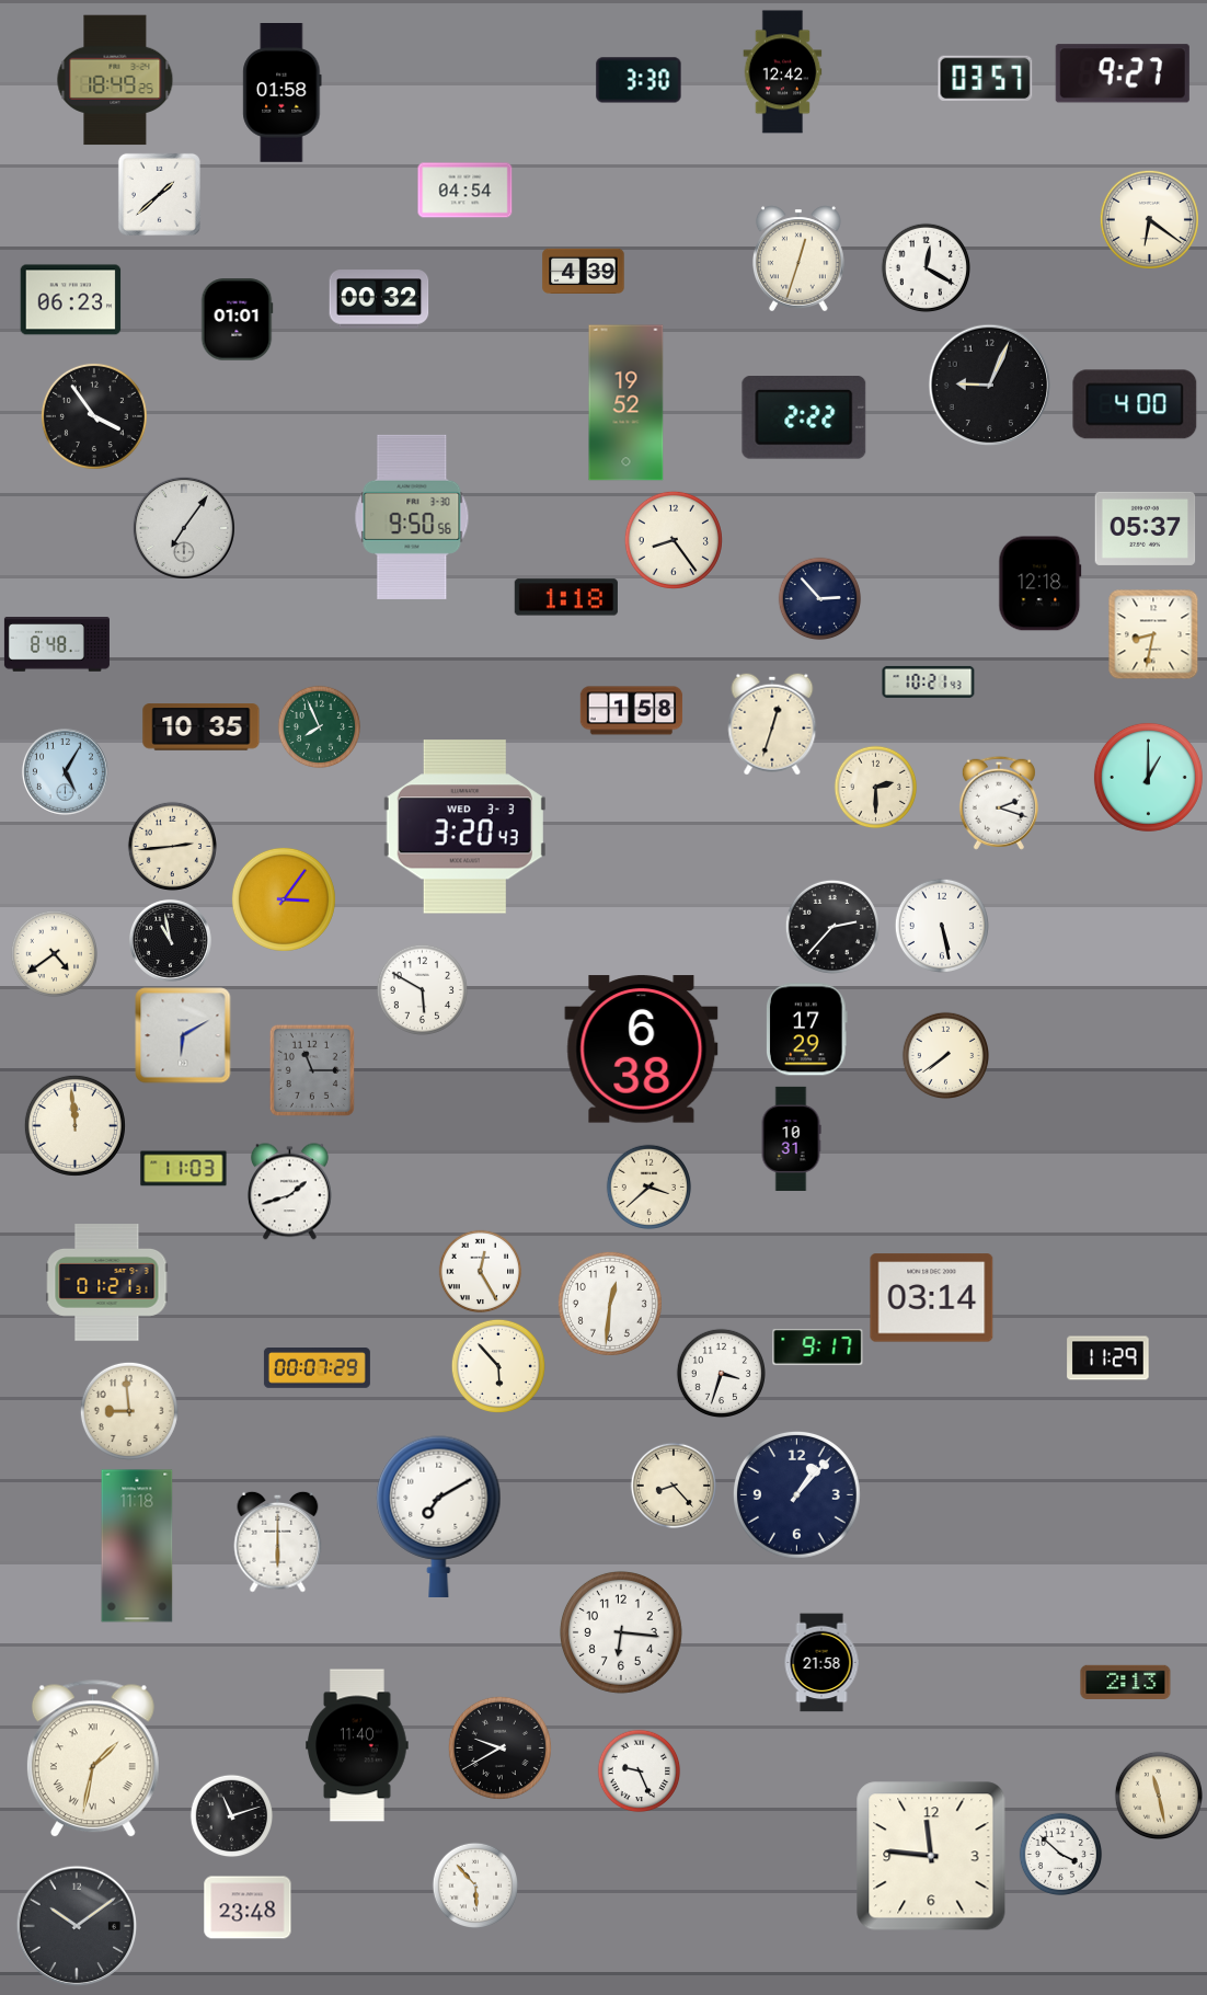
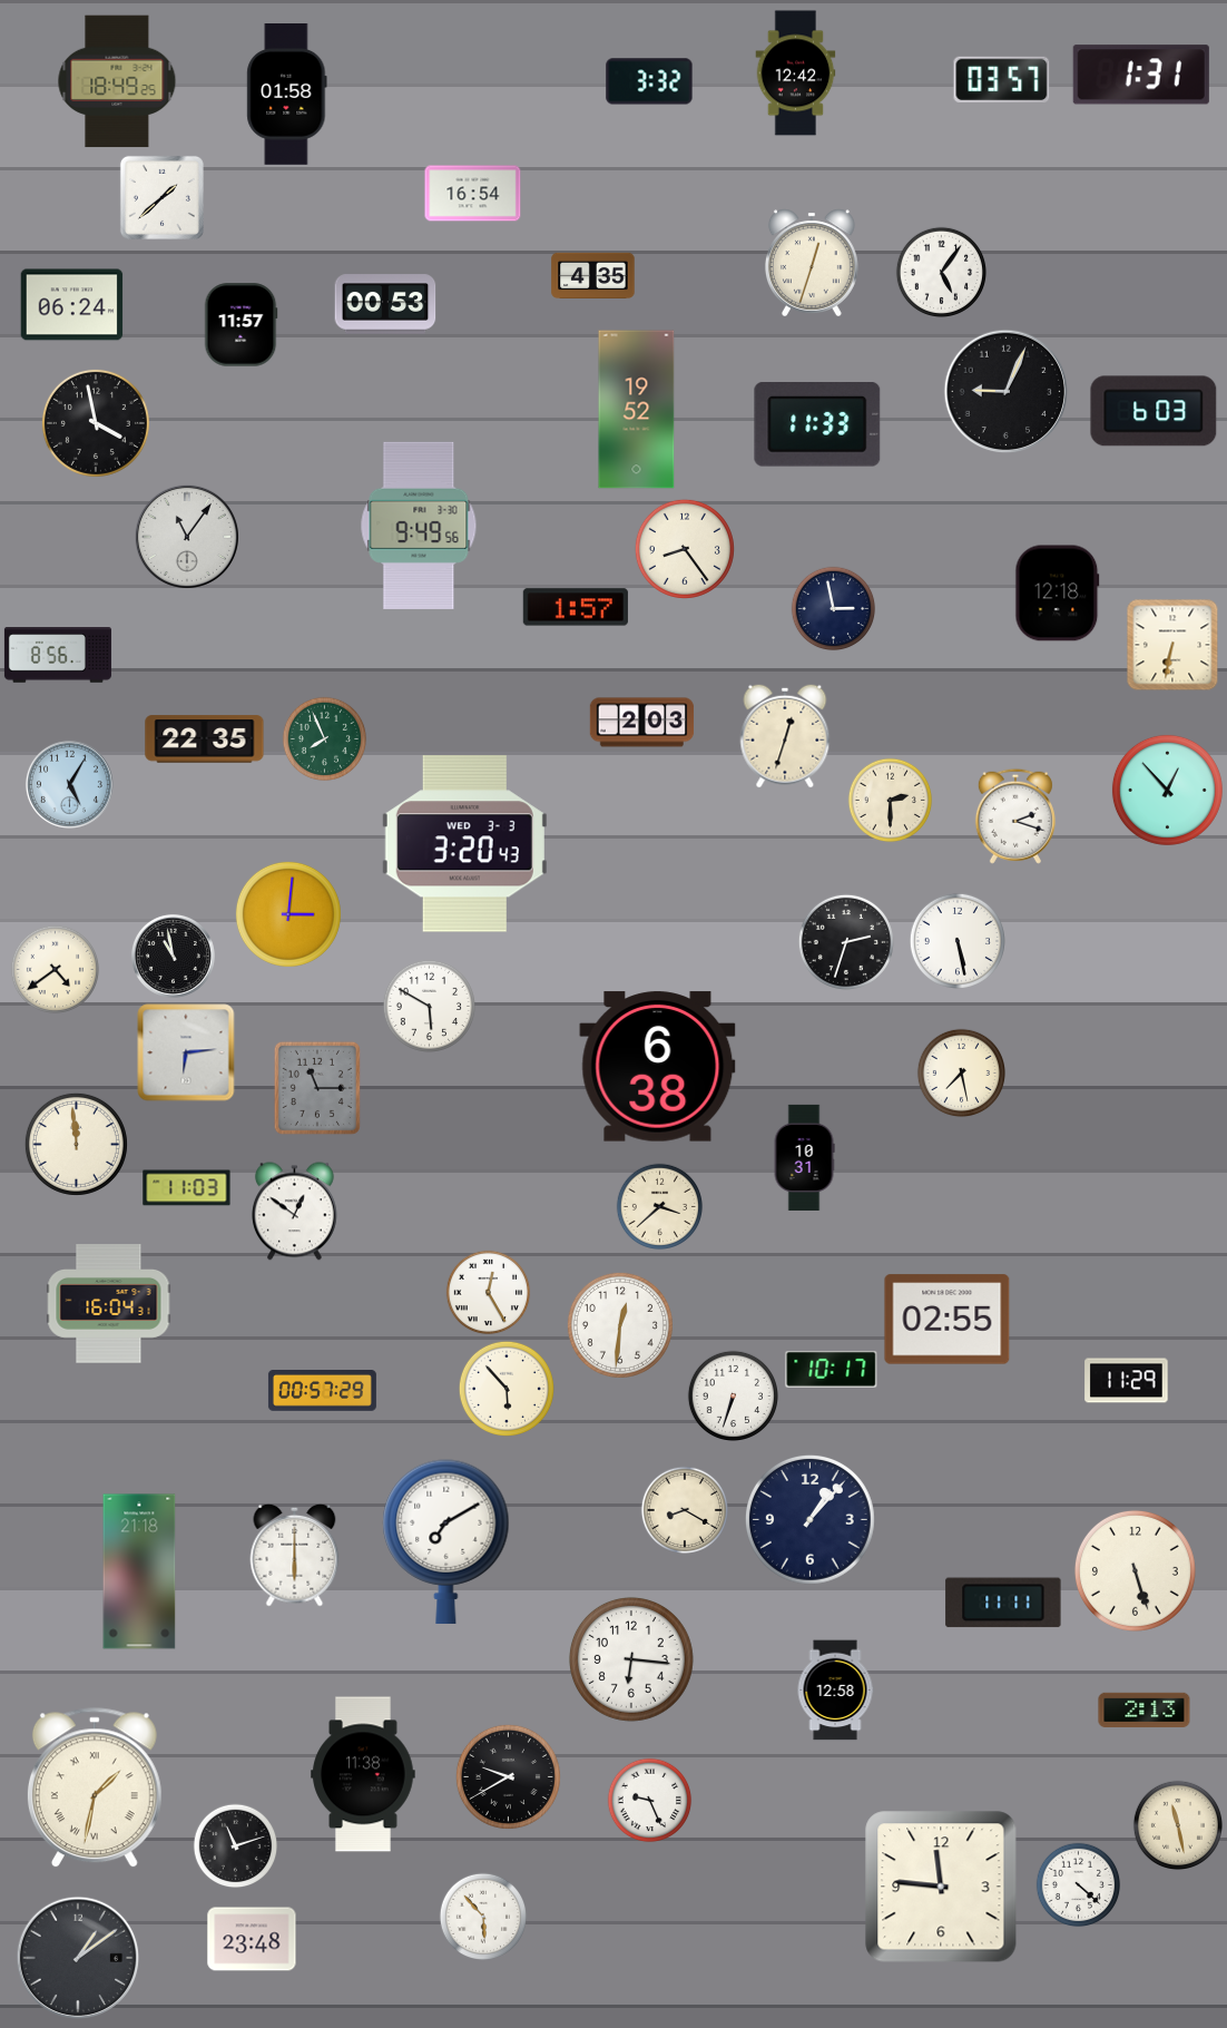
clock at (1123, 73): 9:27 -> 1:31
clock at (639, 80): 3:30 -> 3:32
clock at (465, 191): 04:54 -> 16:54
clock at (1149, 219): 6:21 -> none
clock at (926, 267): 12:20 -> 5:06
clock at (584, 271): 4:39 -> 4:35
clock at (379, 299): 00:32 -> 00:53
clock at (71, 300): 06:23 -> 06:24
clock at (237, 320): 01:01 -> 11:57
clock at (1135, 404): 4:00 -> 6:03
clock at (94, 416): 3:54 -> 3:58
clock at (804, 419): 2:22 -> 11:33
clock at (412, 517): 9:50 -> 9:49
clock at (184, 528): 7:06 -> 11:06
clock at (1146, 528): 05:37 -> none
clock at (566, 597): 1:18 -> 1:57
clock at (820, 599): 2:53 -> 2:58
clock at (1153, 634): 8:32 -> 6:32
clock at (57, 644): 8:48 -> 8:56
clock at (929, 681): 10:21 -> none
clock at (632, 711): 1:58 -> 2:03
clock at (202, 727): 10:35 -> 22:35
clock at (65, 771) position: (65, 771) -> (69, 784)
clock at (1148, 777): 1:00 -> 12:53
clock at (464, 827) position: (464, 827) -> (464, 844)
clock at (172, 846): 2:44 -> none
clock at (284, 899): 3:06 -> 3:01
clock at (832, 927): 2:37 -> 2:33
clock at (807, 1030): 17:29 -> none
clock at (183, 1035): 6:10 -> 6:14
clock at (642, 1050) position: (642, 1050) -> (658, 1067)
clock at (945, 1055): 7:39 -> 7:28
clock at (289, 1192): 1:42 -> 12:51
clock at (107, 1283): 01:21 -> 16:04
clock at (932, 1298): 03:14 -> 02:55
clock at (818, 1346): 9:17 -> 10:17
clock at (317, 1368): 00:07 -> 00:57
clock at (721, 1373): 3:33 -> 6:33
clock at (129, 1411): 8:59 -> none
clock at (673, 1484): 8:23 -> 8:20
clock at (278, 1541) position: (278, 1541) -> (295, 1555)
clock at (1135, 1570): none -> 5:27
clock at (137, 1546): 11:18 -> 21:18
clock at (1003, 1603): none -> 11:11
clock at (821, 1663): 21:58 -> 12:58
clock at (357, 1745): 11:40 -> 11:38
clock at (1061, 1855): 3:52 -> 4:22
clock at (931, 1856) position: (931, 1856) -> (941, 1887)
clock at (77, 1926): 10:09 -> 1:09
